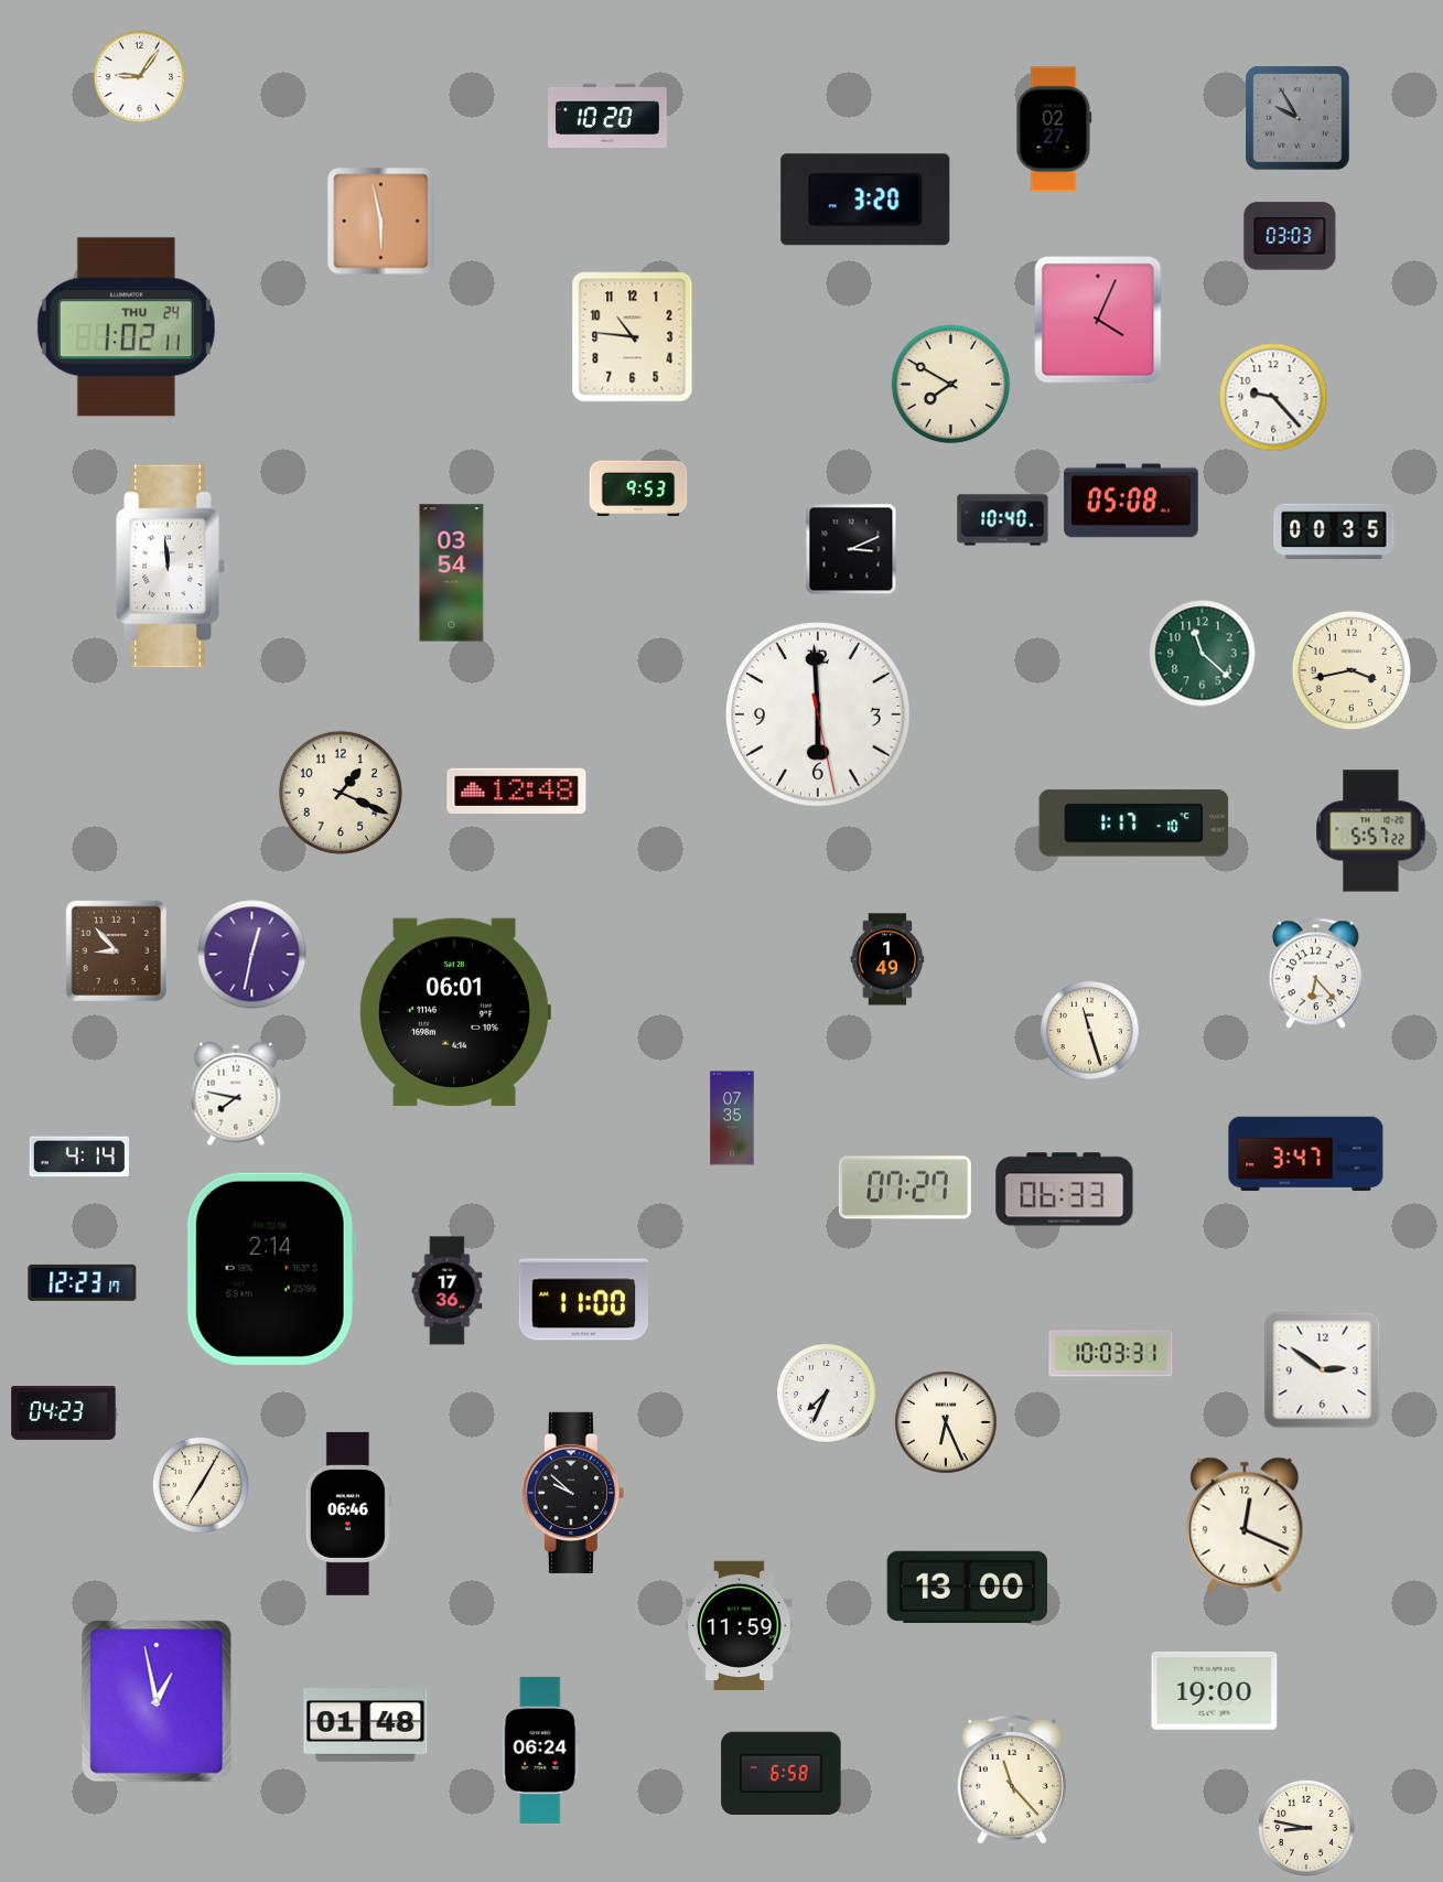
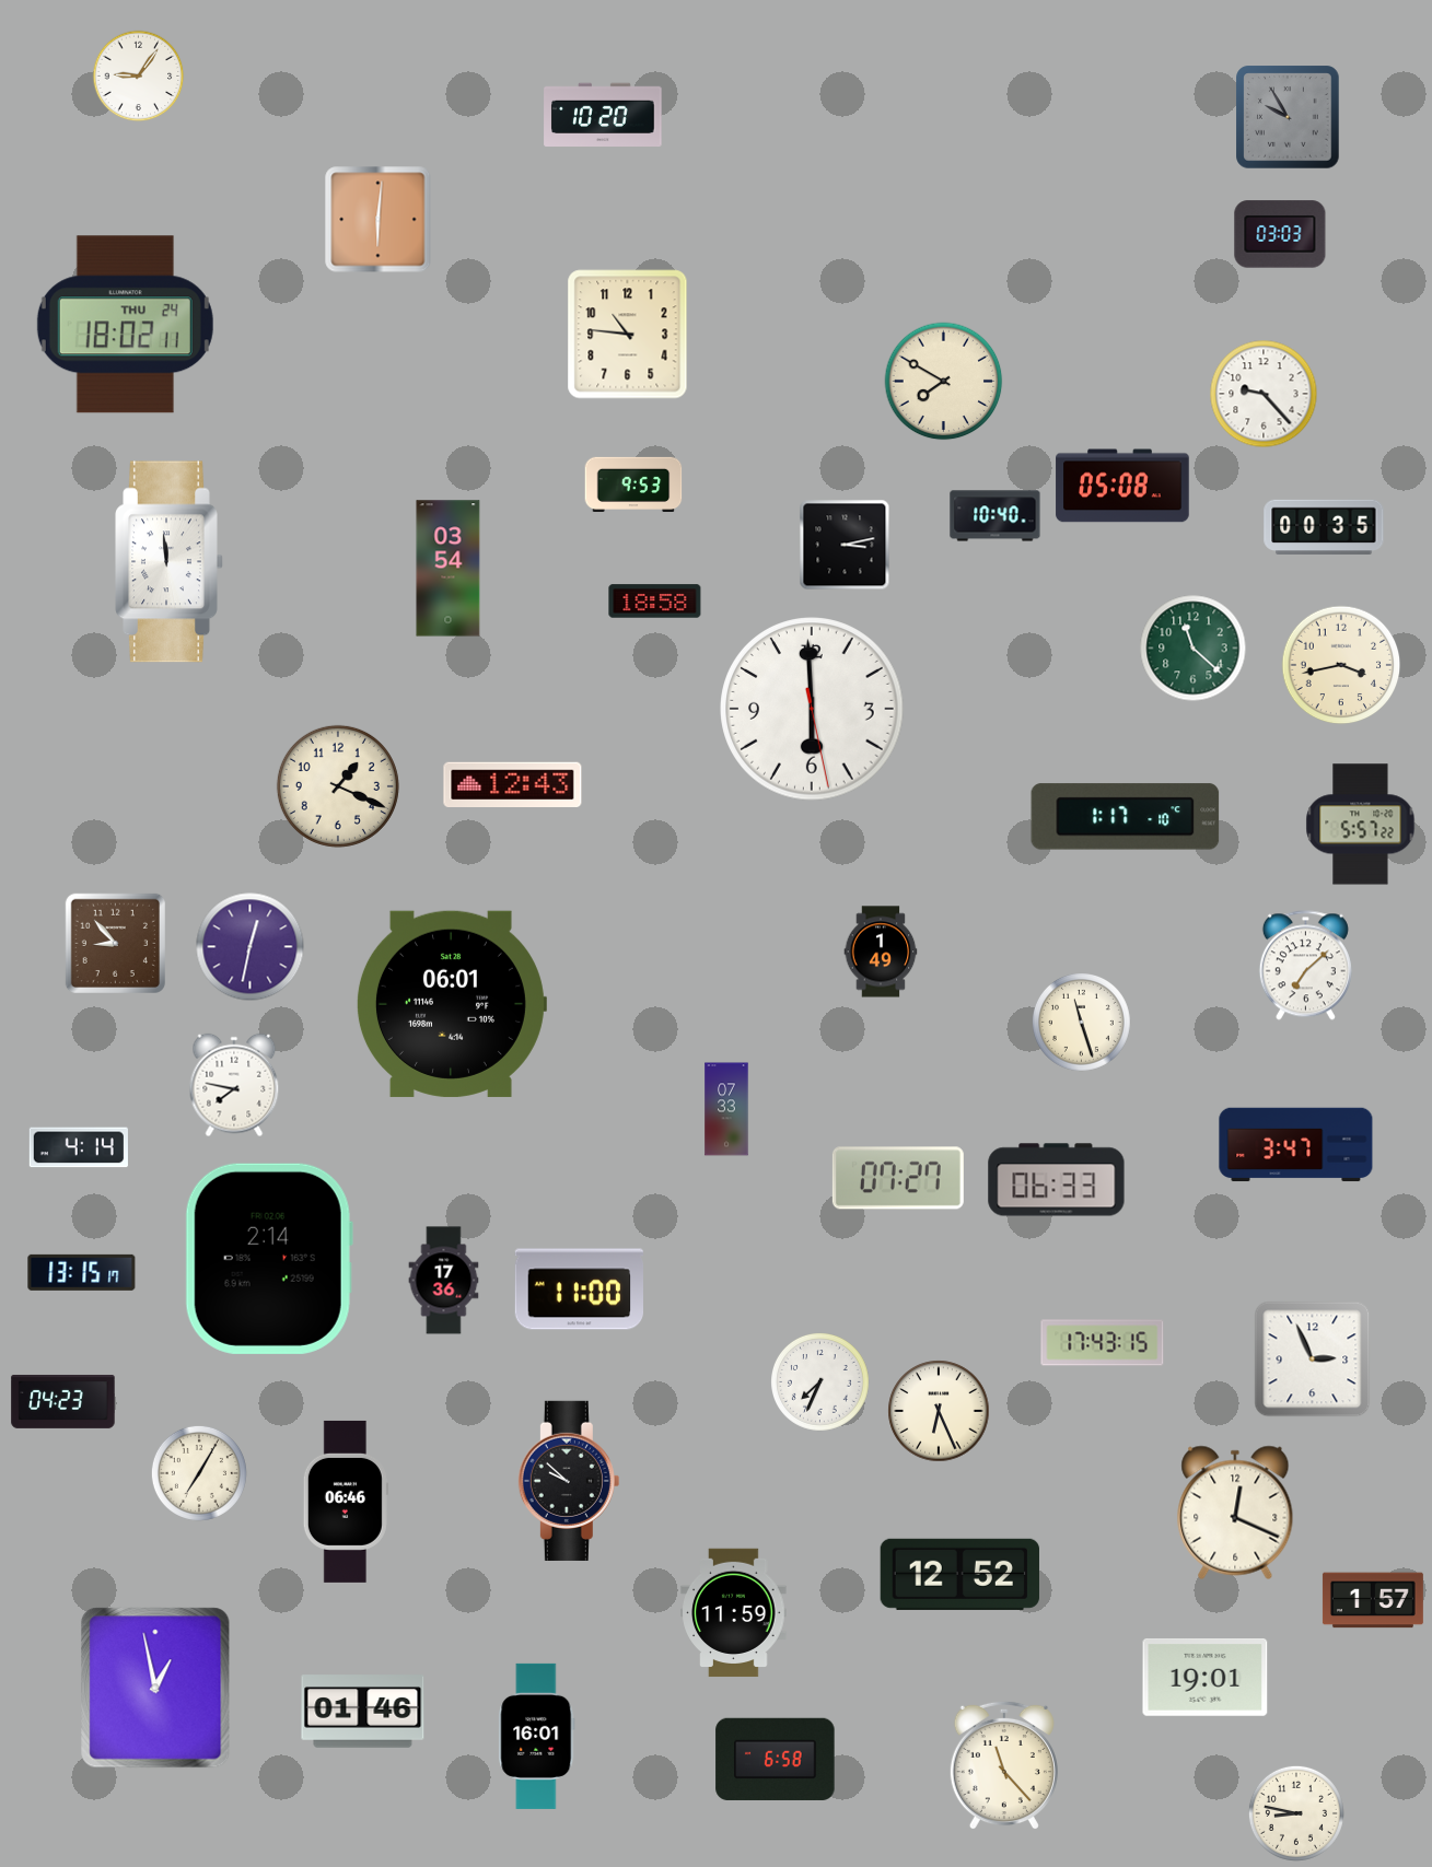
clock at (1054, 129): 02:27 -> none
clock at (865, 200): 3:20 -> none
clock at (381, 222): 5:58 -> 6:01
clock at (1098, 320): 4:04 -> none
clock at (126, 327): 1:02 -> 18:02
clock at (1131, 501) position: (1131, 501) -> (1122, 486)
clock at (851, 549): 3:11 -> 3:13
clock at (655, 602): none -> 18:58
clock at (517, 791): 12:48 -> 12:43
clock at (1315, 974): 6:23 -> 7:08
clock at (732, 1118): 07:35 -> 07:33
clock at (83, 1282): 12:23 -> 13:15
clock at (1111, 1354): 10:03 -> 17:43
clock at (1323, 1370): 2:51 -> 2:56
clock at (967, 1587): 13:00 -> 12:52
clock at (1373, 1600): none -> 1:57
clock at (1215, 1691): 19:00 -> 19:01
clock at (366, 1725): 01:48 -> 01:46
clock at (541, 1750): 06:24 -> 16:01
